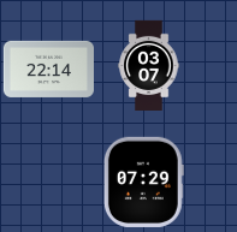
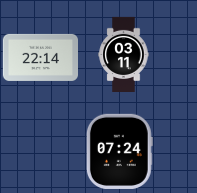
clock at (149, 65): 03:07 -> 03:11
clock at (143, 182): 07:29 -> 07:24
